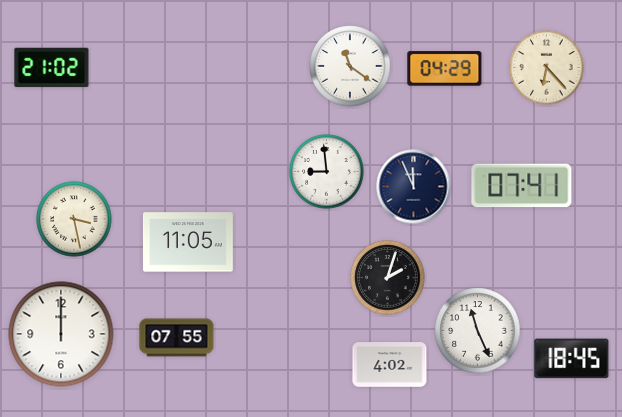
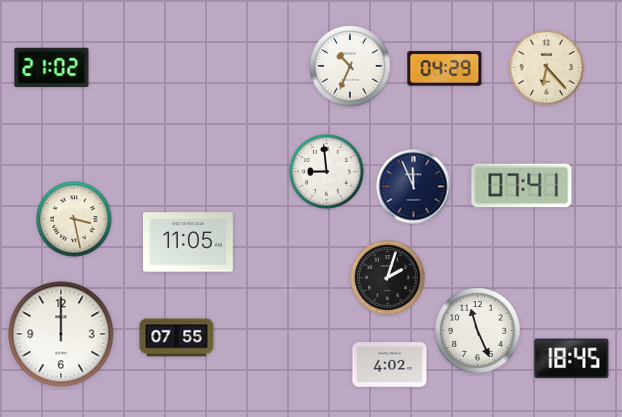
clock at (350, 66): 11:21 -> 10:34
